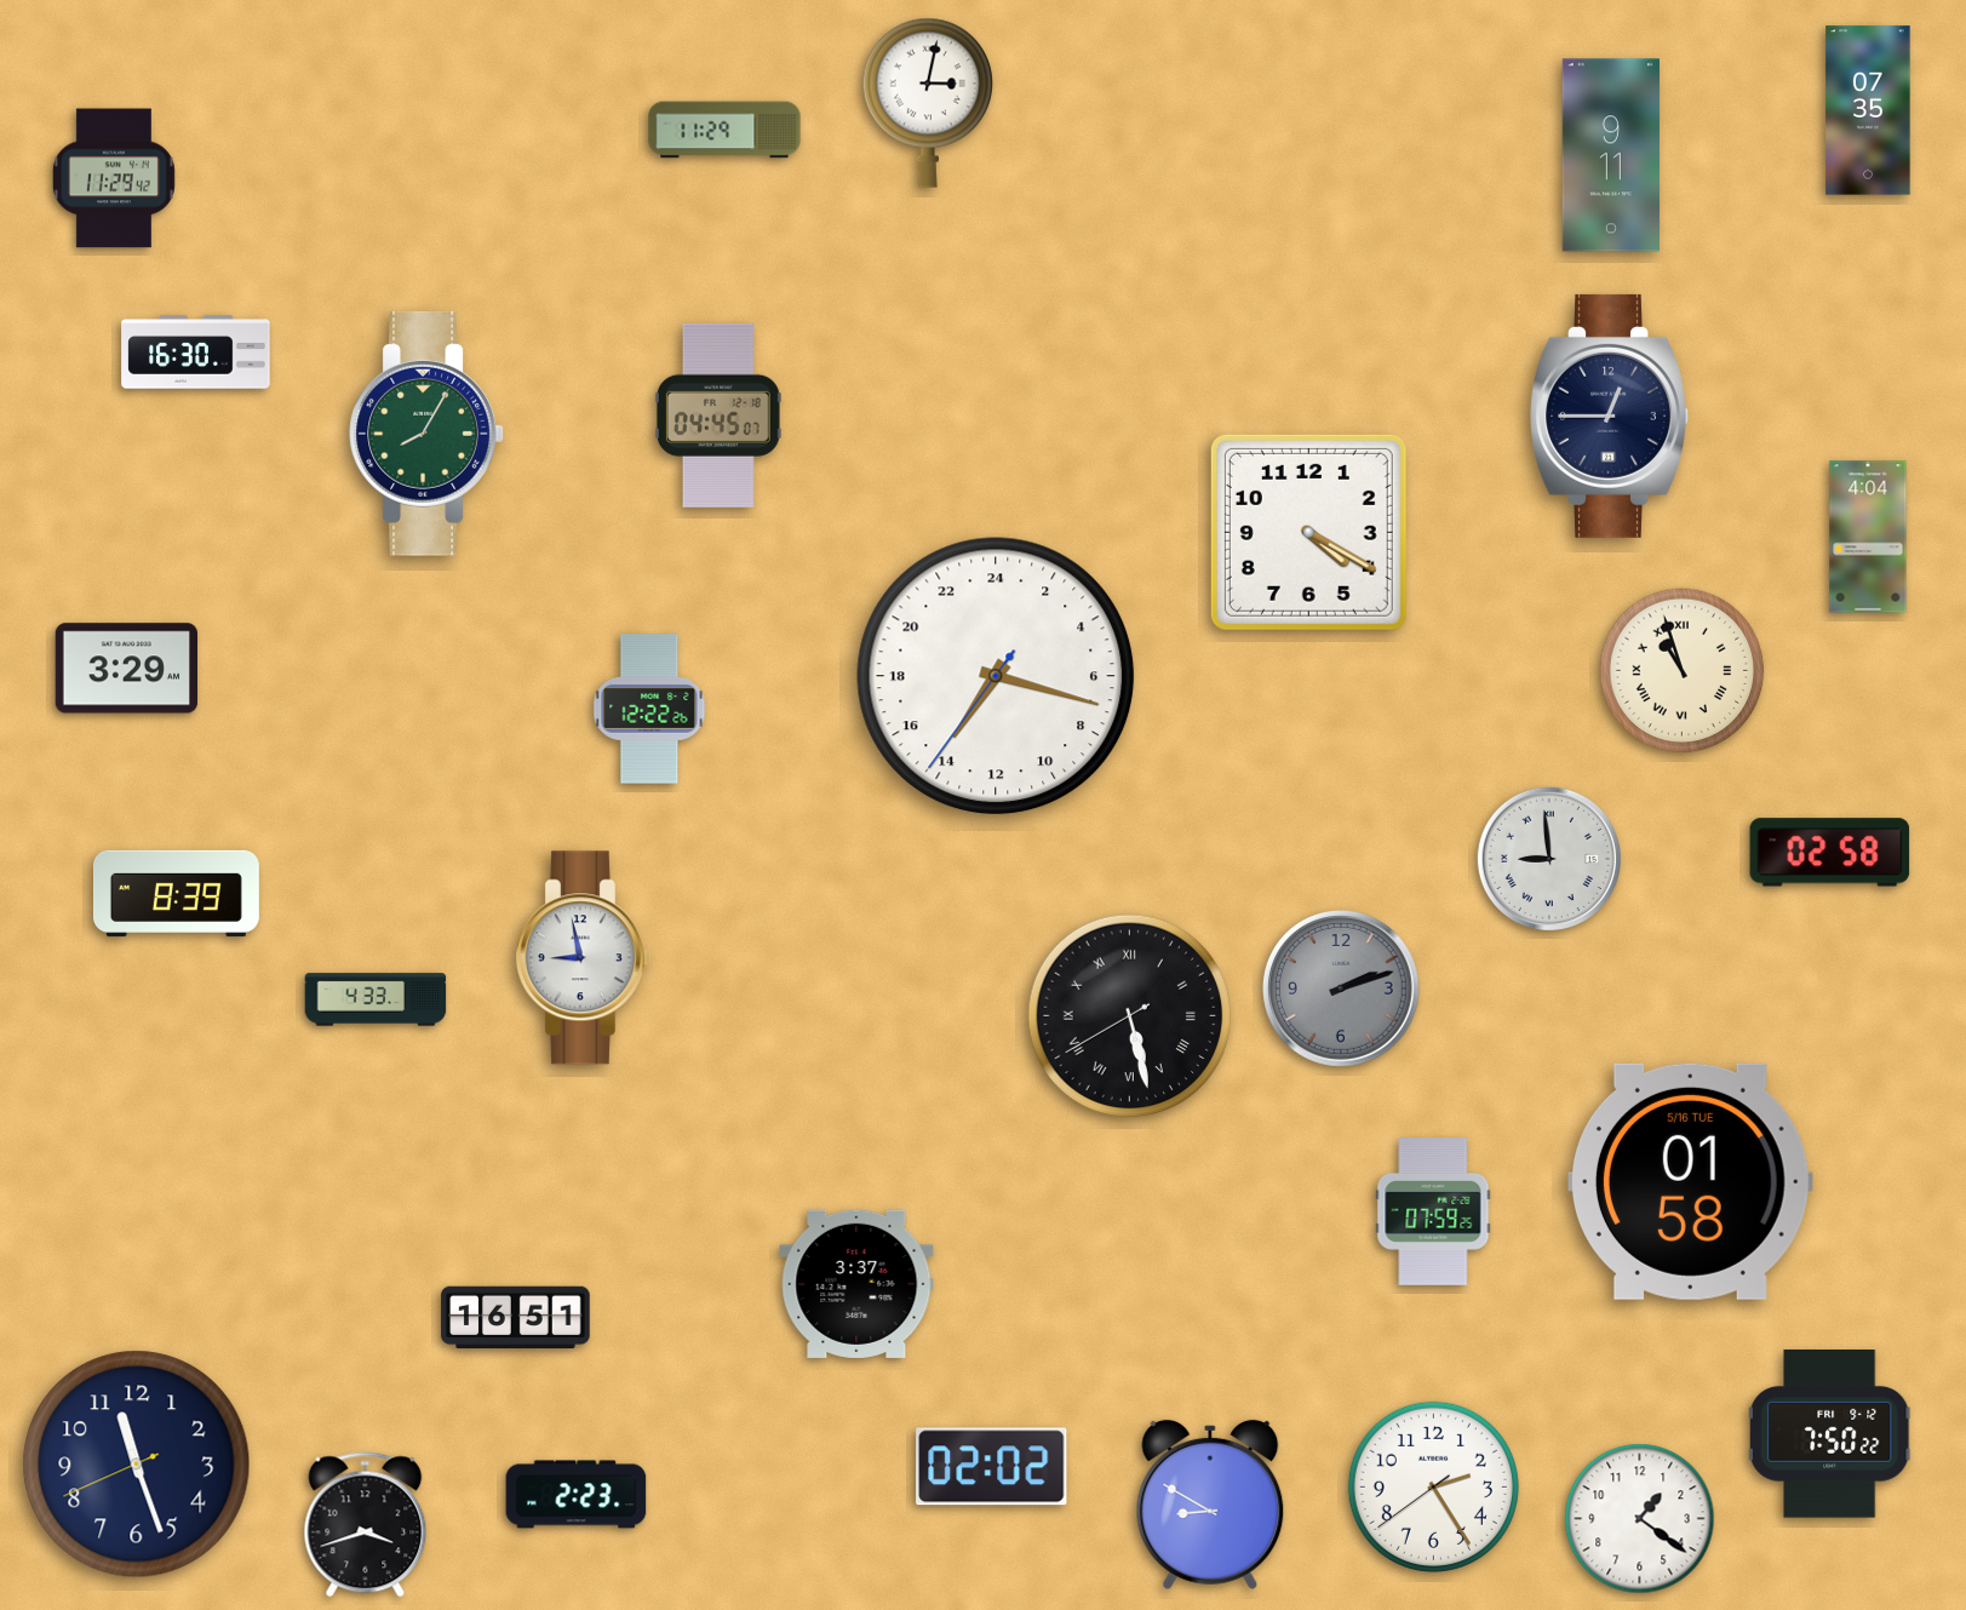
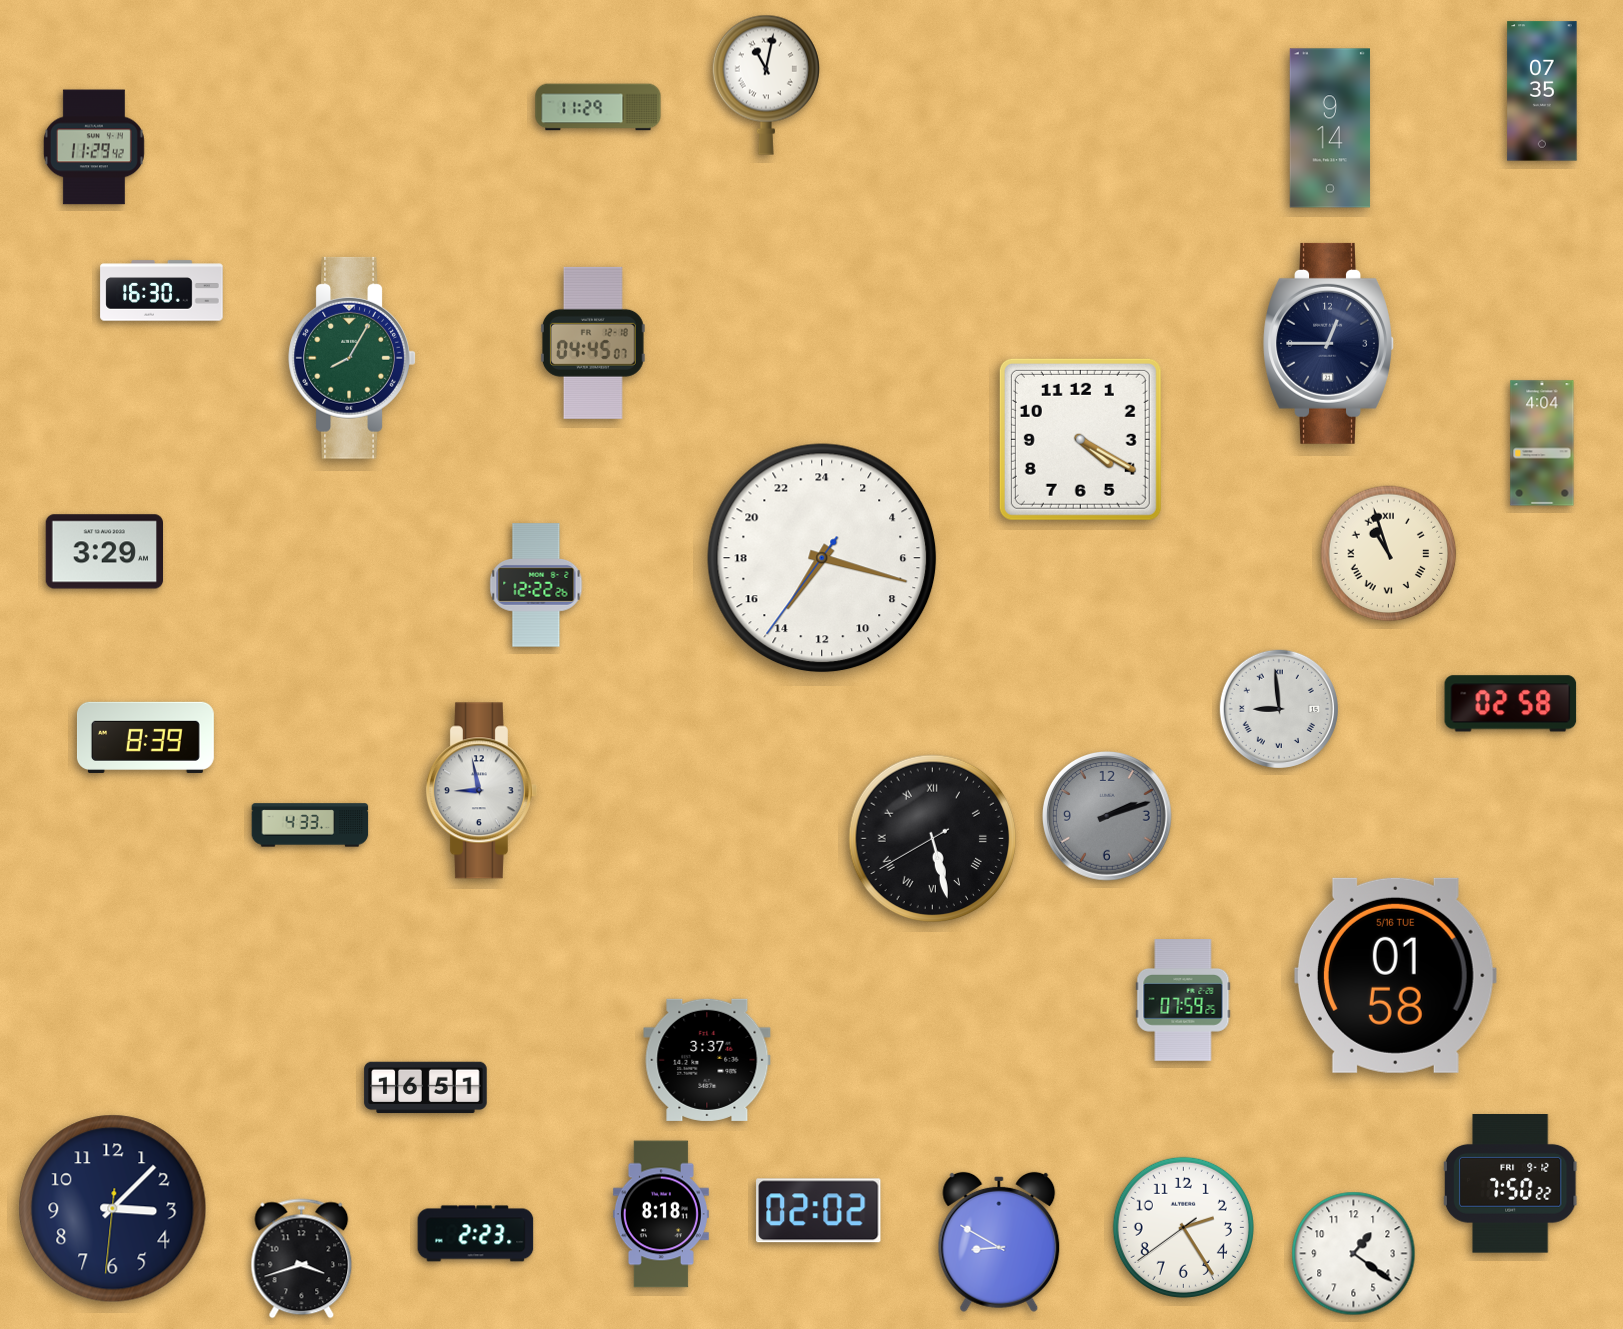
clock at (928, 103): 3:02 -> 11:02
clock at (1611, 155): 9:11 -> 9:14
clock at (137, 1465): 11:26 -> 3:07
clock at (661, 1214): none -> 8:18
